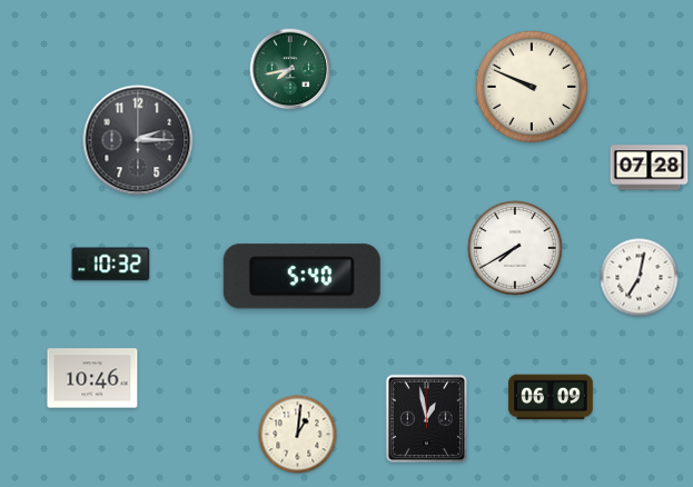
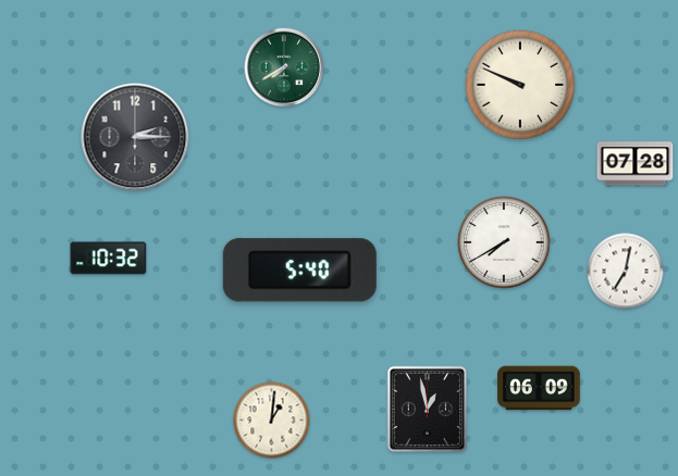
clock at (290, 69): 7:43 -> 7:40
clock at (301, 277) position: (301, 277) -> (299, 271)
clock at (92, 378): 10:46 -> none
clock at (426, 419) position: (426, 419) -> (427, 410)
clock at (298, 435) position: (298, 435) -> (272, 421)
